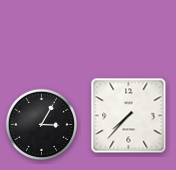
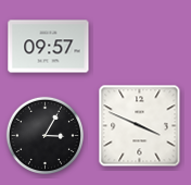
clock at (49, 47): none -> 09:57
clock at (129, 116): 7:37 -> 3:49
